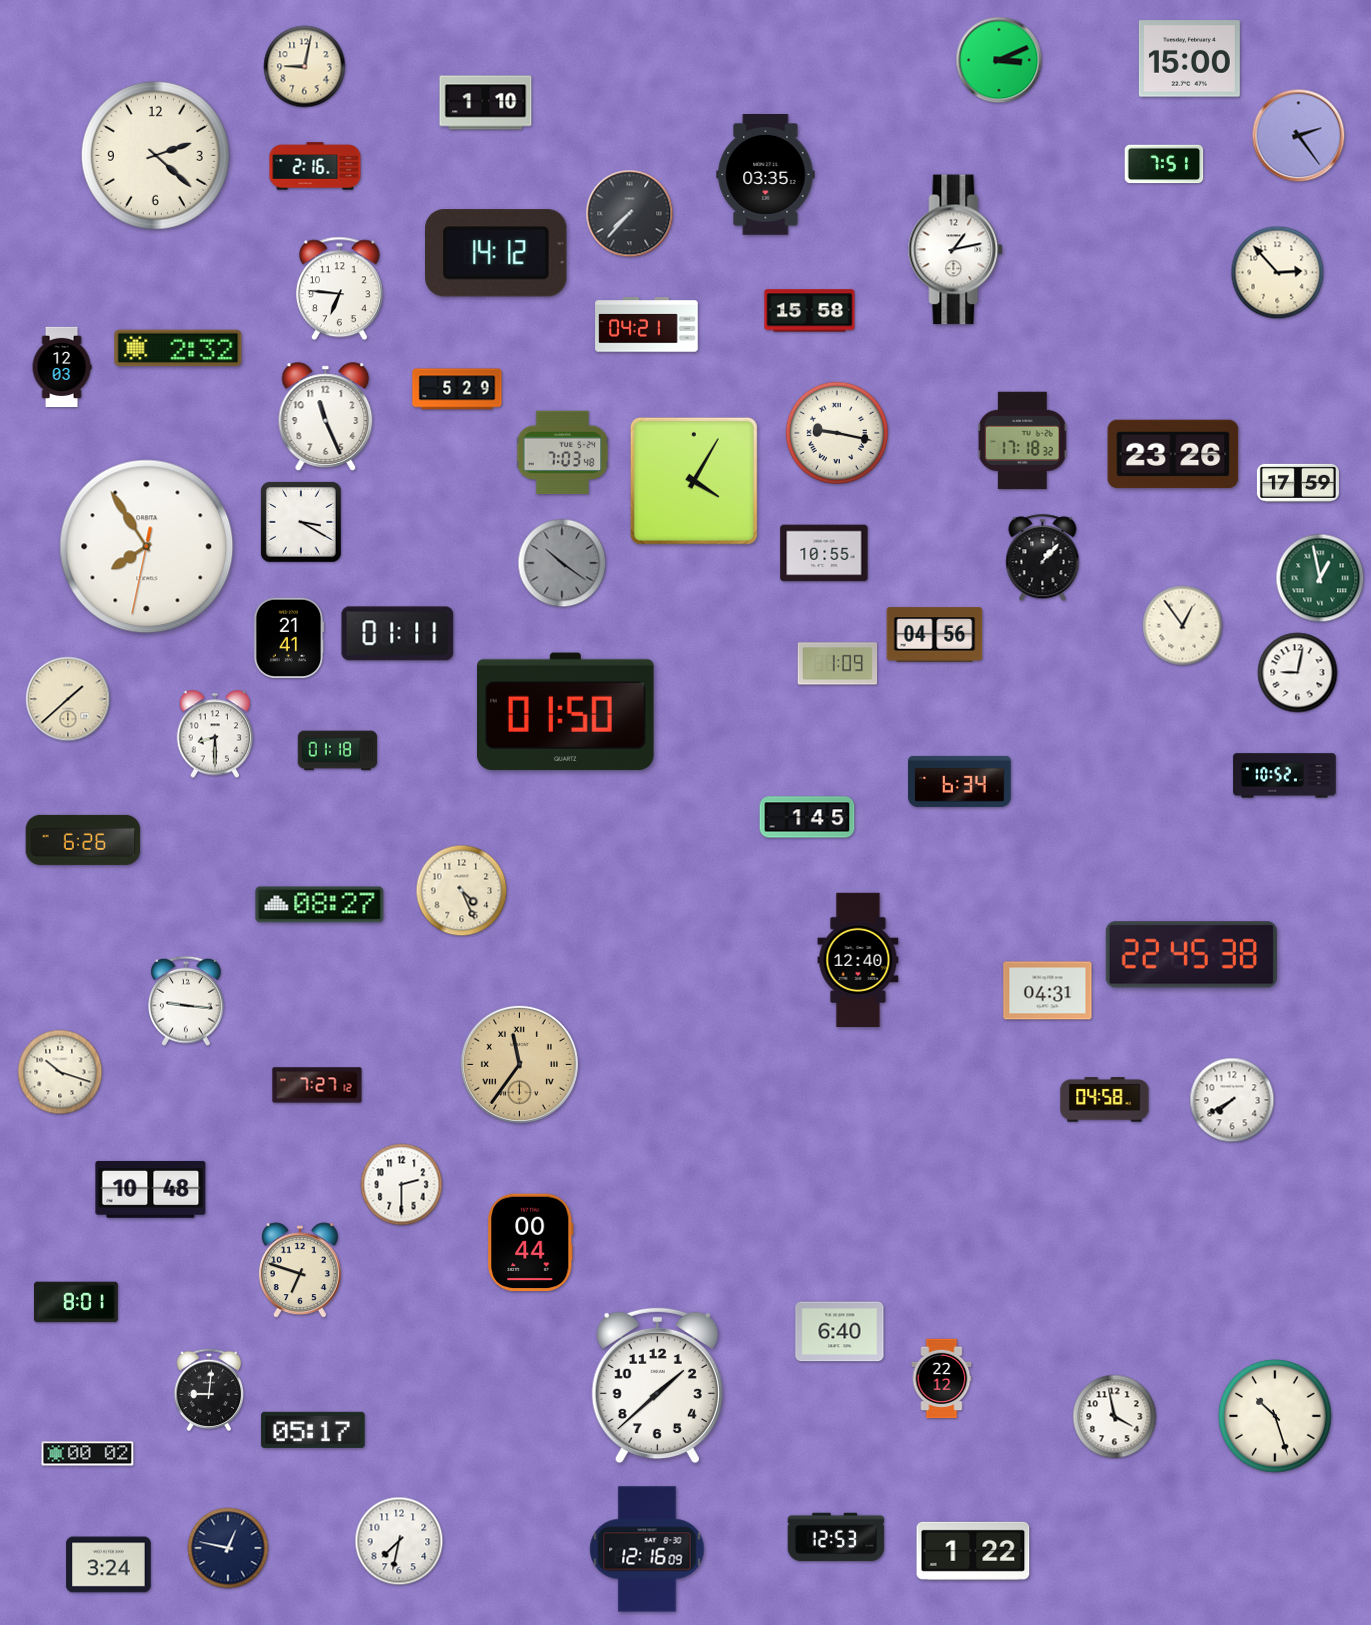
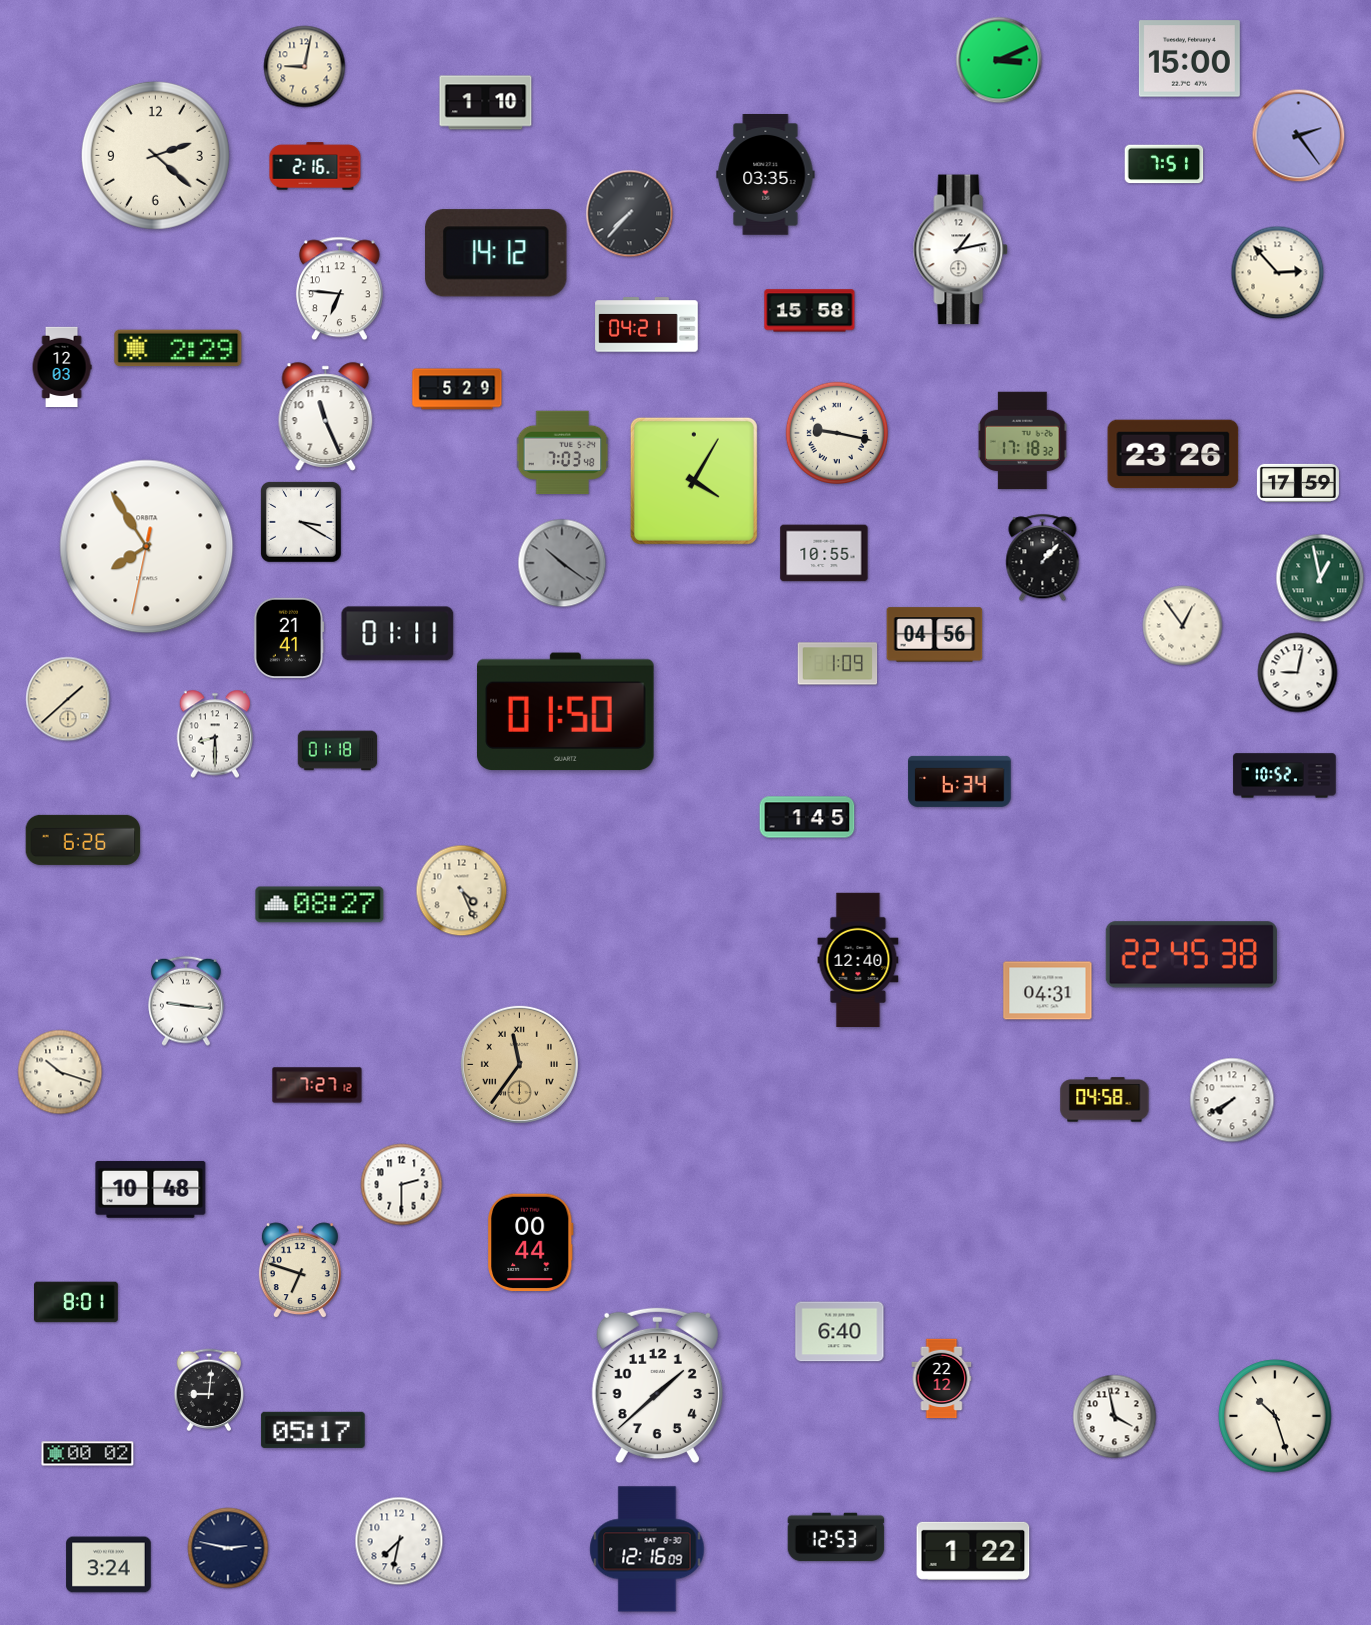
clock at (956, 250) position: (956, 250) -> (961, 250)
clock at (178, 348): 2:32 -> 2:29
clock at (228, 1548): 12:47 -> 2:47
